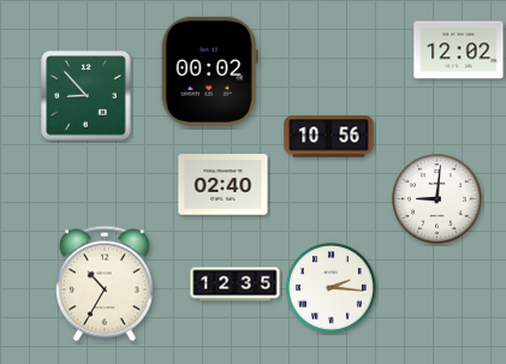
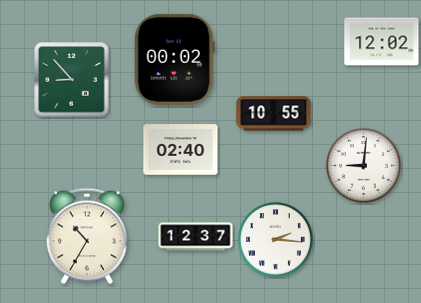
clock at (329, 137): 10:56 -> 10:55
clock at (224, 185) position: (224, 185) -> (181, 150)
clock at (236, 285): 12:35 -> 12:37
